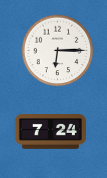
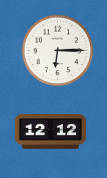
clock at (50, 132): 7:24 -> 12:12
